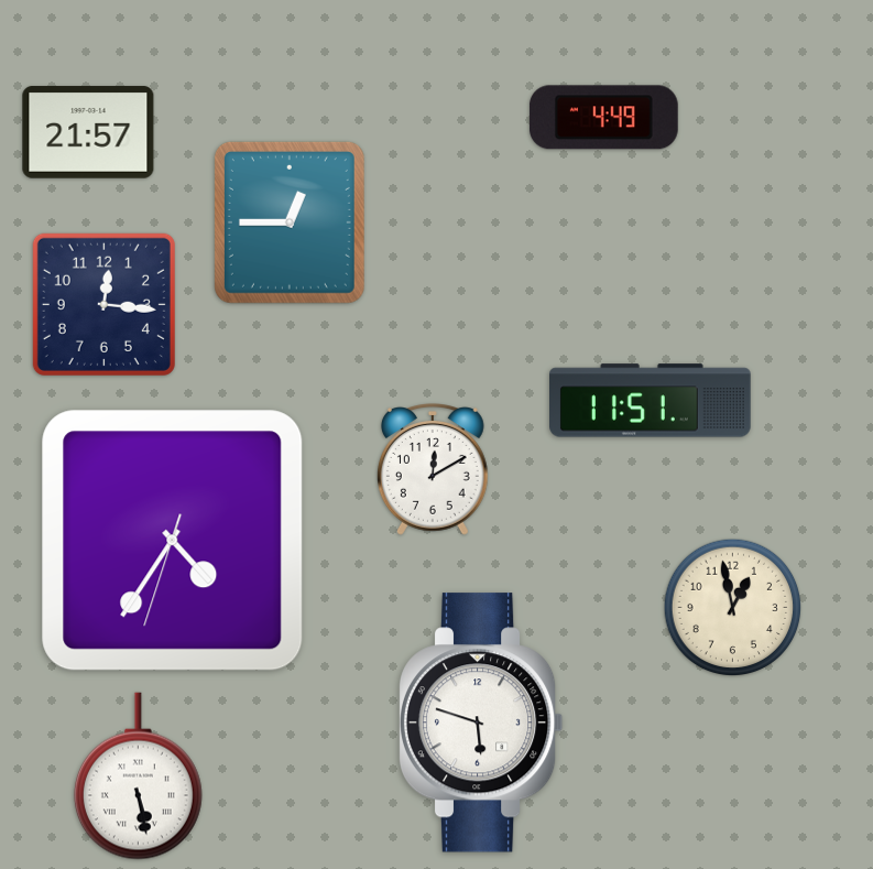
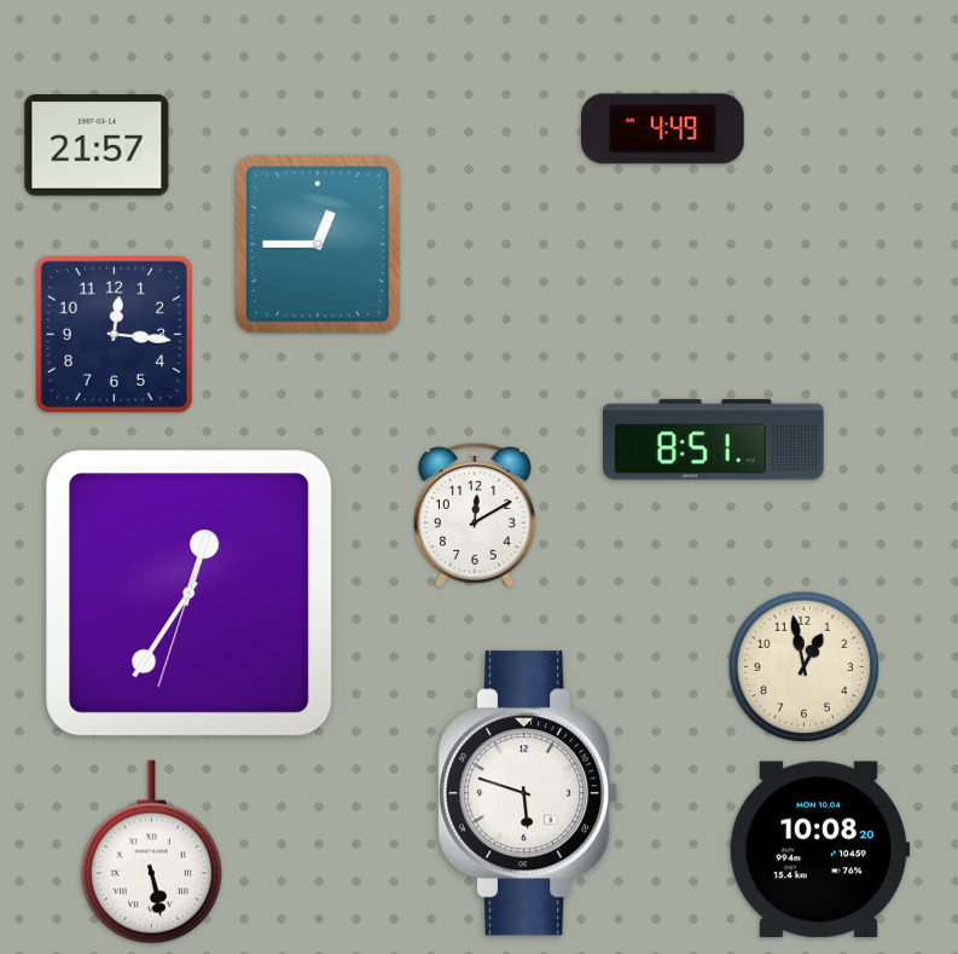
clock at (651, 401): 11:51 -> 8:51
clock at (173, 541): 4:35 -> 12:35
clock at (819, 850): none -> 10:08
